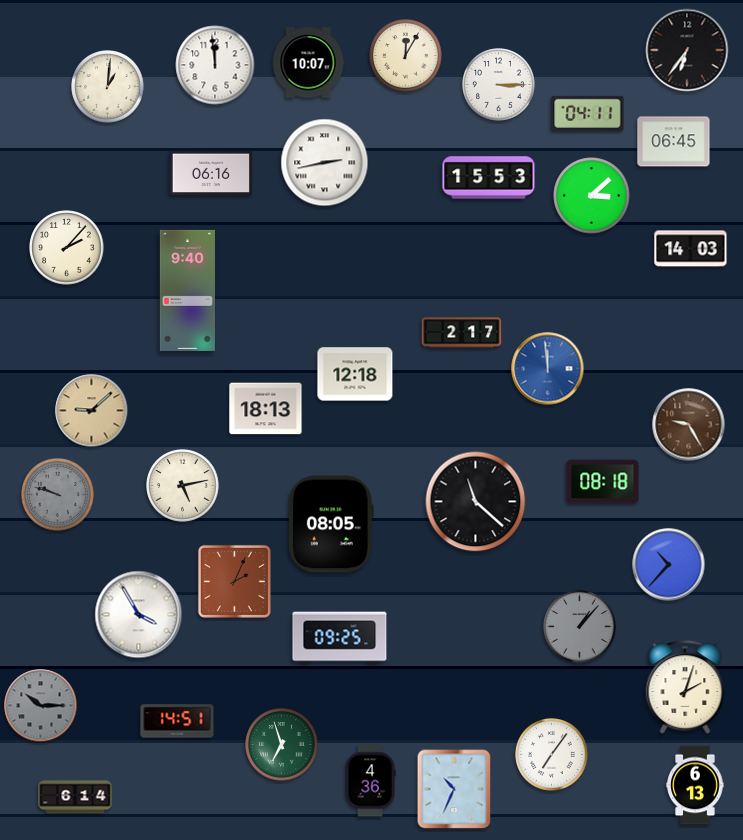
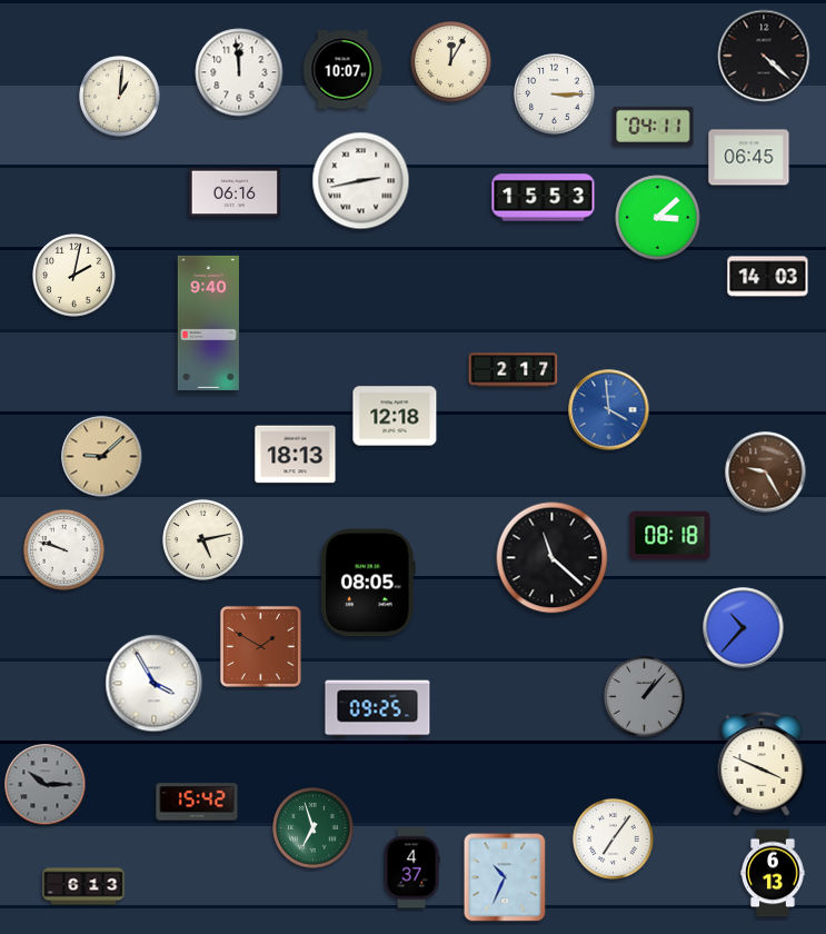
clock at (687, 50): 6:36 -> 4:22
clock at (67, 248): 2:07 -> 2:02
clock at (548, 369): 11:59 -> 3:59
clock at (58, 495) dial: grey -> white
clock at (476, 502) position: (476, 502) -> (553, 558)
clock at (234, 581): 2:04 -> 1:50
clock at (685, 687): 2:03 -> 3:49
clock at (177, 721): 14:51 -> 15:42
clock at (370, 781): 4:36 -> 4:37
clock at (75, 797): 6:14 -> 6:13
